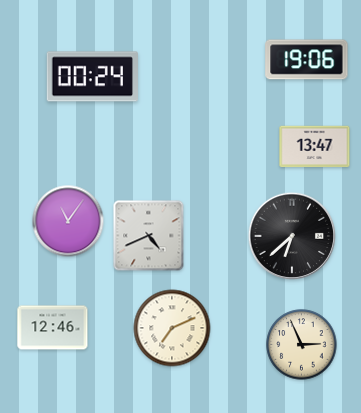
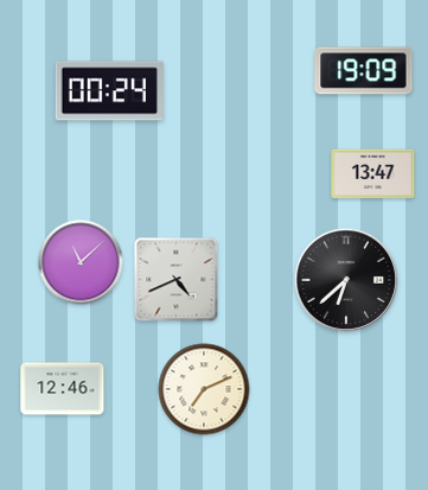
clock at (307, 60): 19:06 -> 19:09
clock at (68, 221): 11:06 -> 11:08
clock at (302, 345): 2:56 -> none
